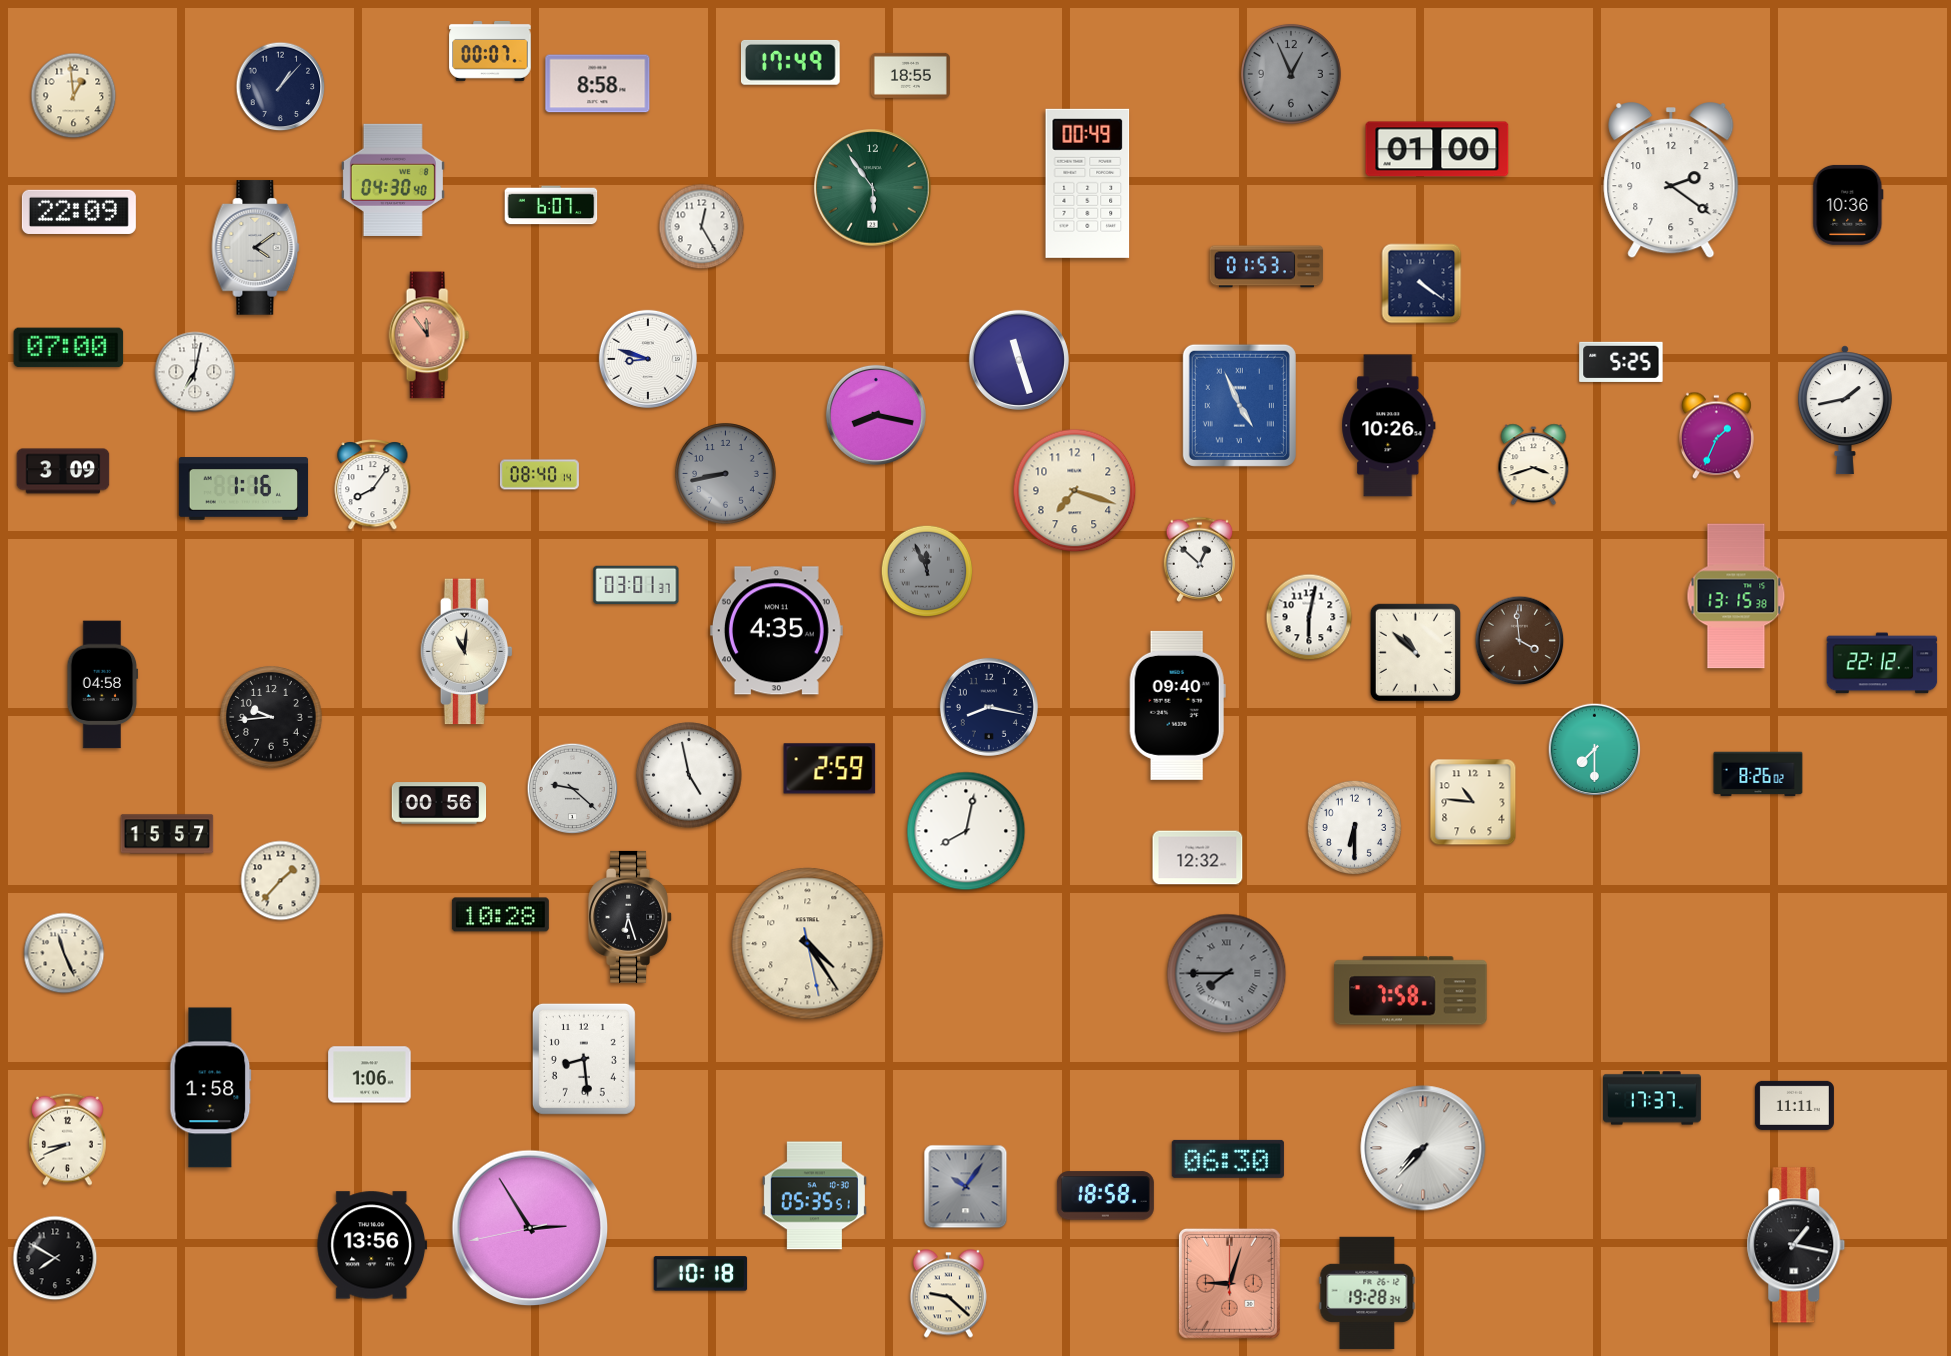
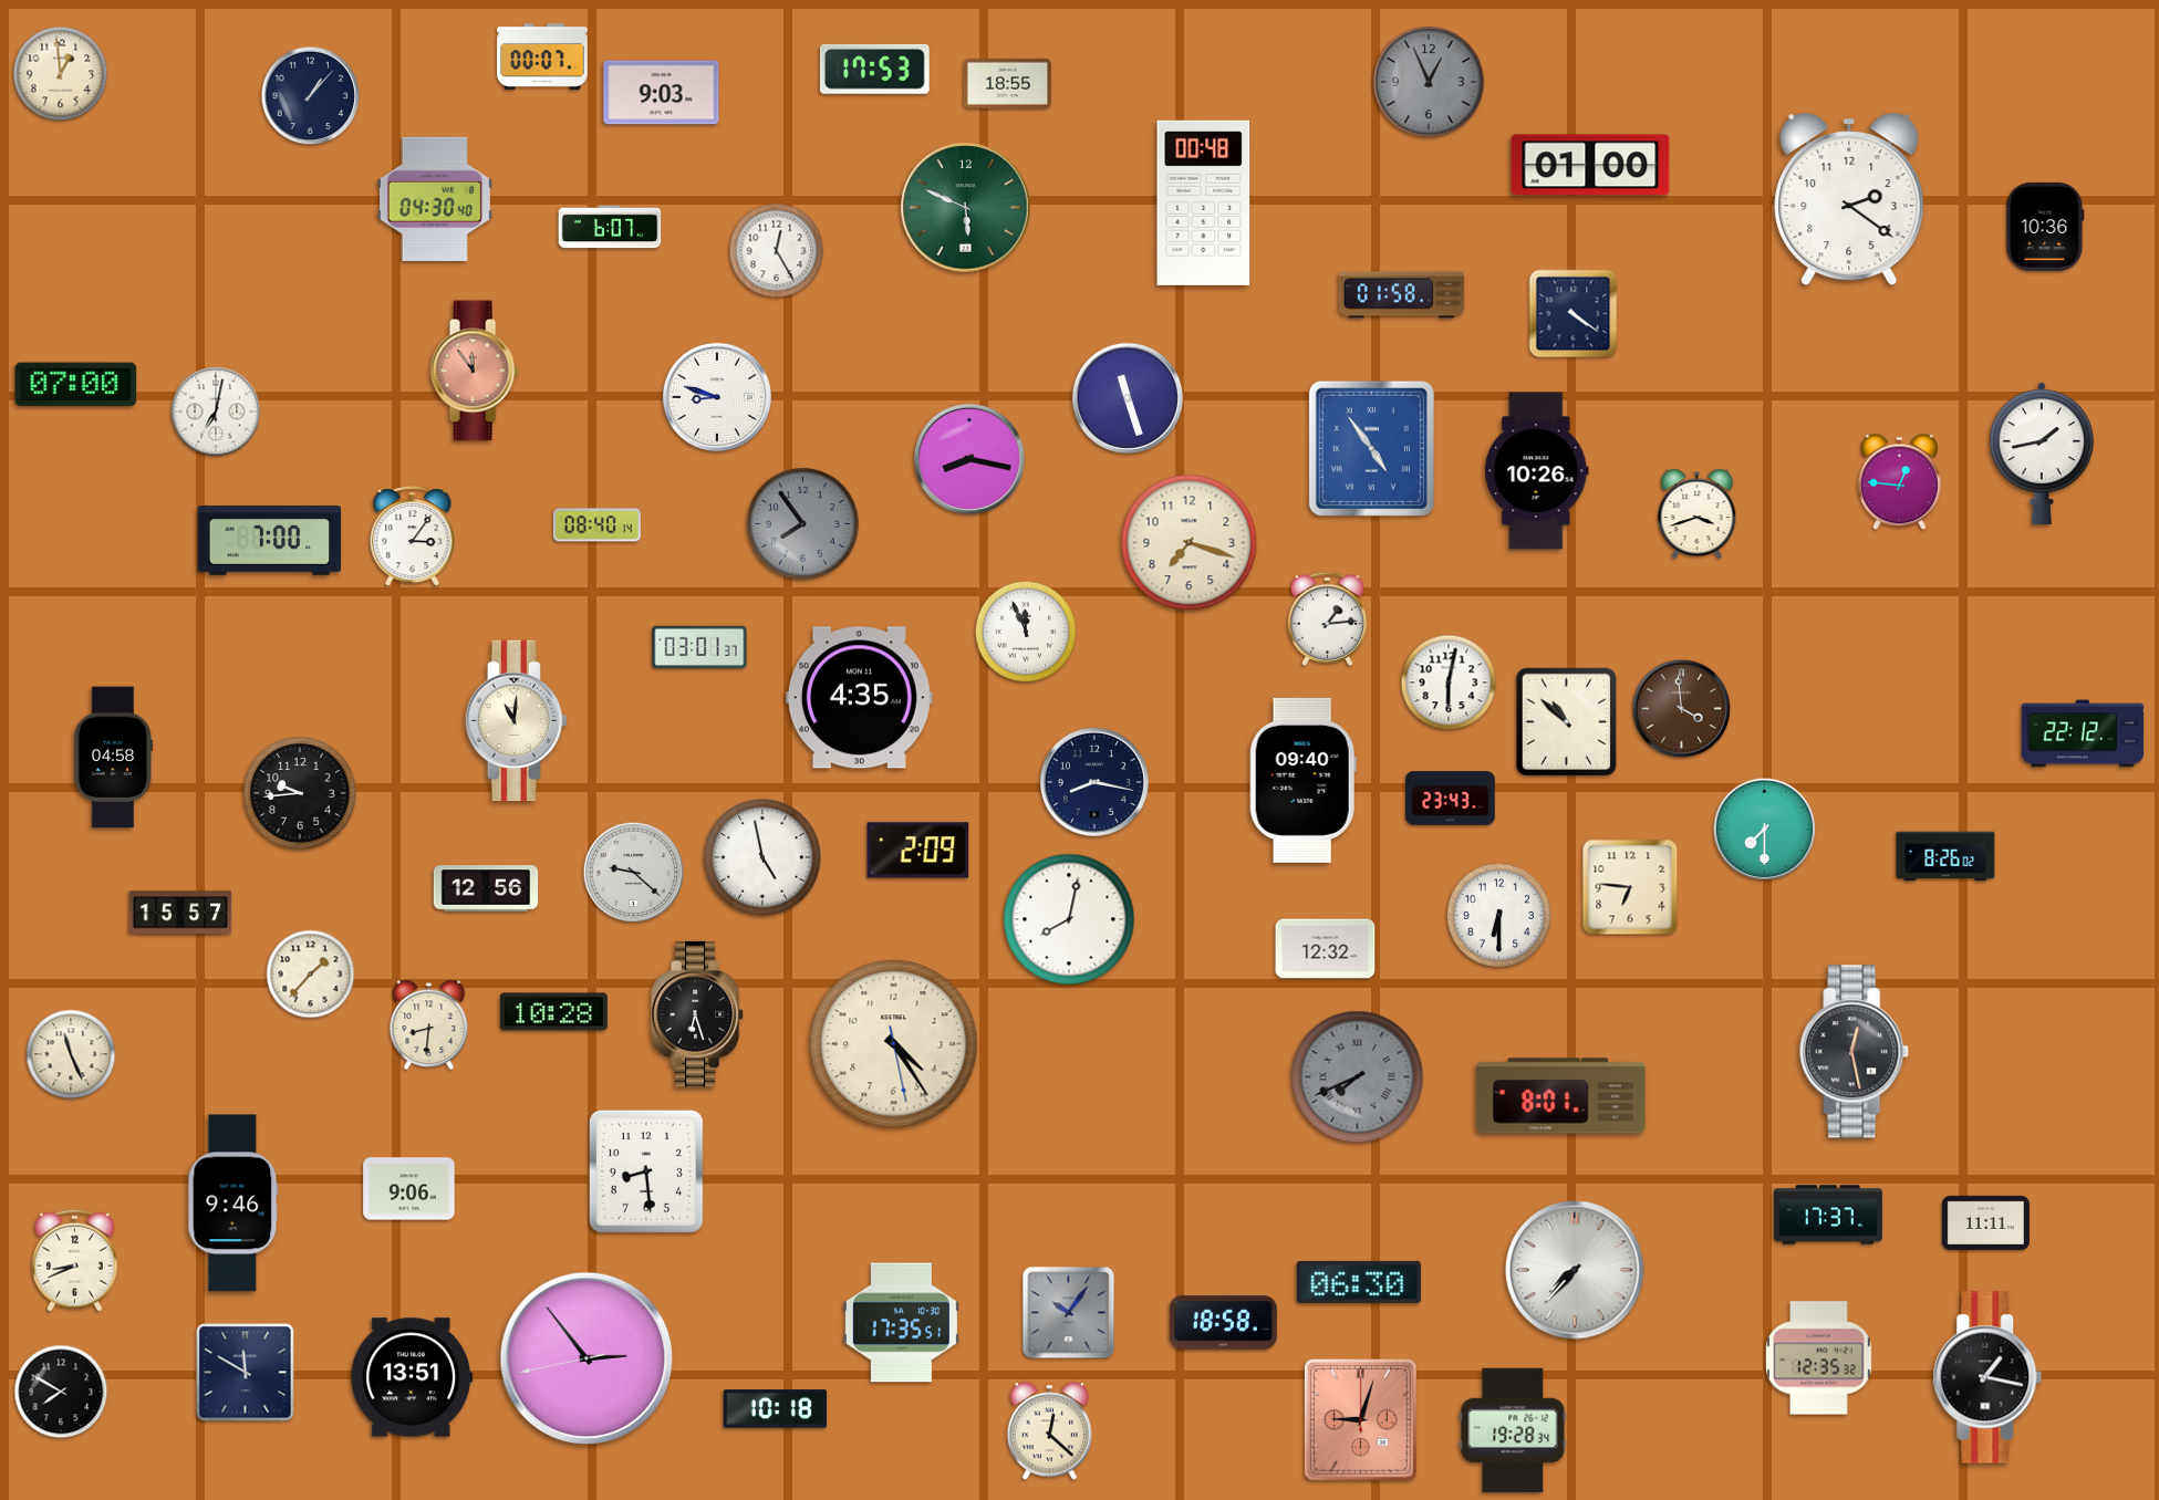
clock at (790, 62): 17:49 -> 17:53
clock at (598, 84): 8:58 -> 9:03
clock at (74, 96) position: (74, 96) -> (61, 74)
clock at (1088, 183): 00:49 -> 00:48
clock at (873, 188): 5:54 -> 5:49
clock at (79, 212): 22:09 -> none
clock at (256, 248): 4:09 -> none
clock at (1266, 267): 01:53 -> 01:58
clock at (1621, 362): 5:25 -> none
clock at (1239, 405): 4:56 -> 4:54
clock at (1716, 436): 1:34 -> 12:46
clock at (63, 471): 3:09 -> none
clock at (726, 474): 8:43 -> 7:54
clock at (373, 485): 8:06 -> 3:06
clock at (244, 489): 1:16 -> 7:00
clock at (1200, 559): 12:52 -> 1:14
clock at (927, 571) dial: grey -> white
clock at (636, 585) position: (636, 585) -> (699, 647)
clock at (1736, 596): 13:15 -> none
clock at (1451, 799): none -> 23:43
clock at (830, 769): 2:59 -> 2:09
clock at (1473, 802): 10:46 -> 6:46
clock at (439, 803): 00:56 -> 12:56
clock at (167, 834) position: (167, 834) -> (180, 913)
clock at (429, 1025): none -> 8:31
clock at (1855, 1052): none -> 12:28
clock at (1227, 974): 7:45 -> 7:41
clock at (1411, 991): 7:58 -> 8:01
clock at (370, 1075): 1:06 -> 9:06
clock at (211, 1088): 1:58 -> 9:46
clock at (814, 1196): 05:35 -> 17:35
clock at (530, 1228): 2:54 -> 2:53
clock at (1819, 1358): none -> 12:35
clock at (246, 1373): none -> 11:50
clock at (372, 1245): 13:56 -> 13:51
clock at (948, 1294): 9:22 -> 12:22
